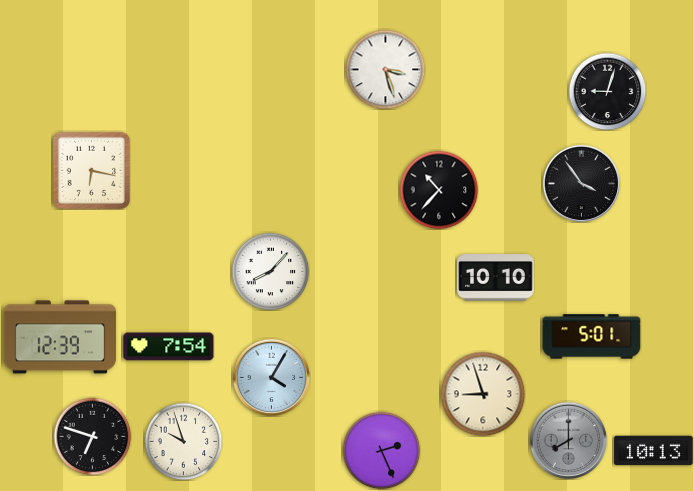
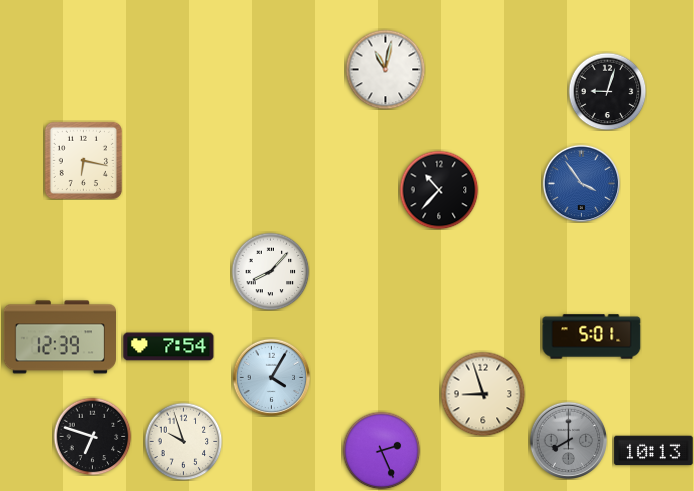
clock at (385, 69): 3:27 -> 11:02
clock at (91, 170) position: (91, 170) -> (83, 160)
clock at (581, 183) dial: black -> blue
clock at (496, 278): 10:10 -> none
